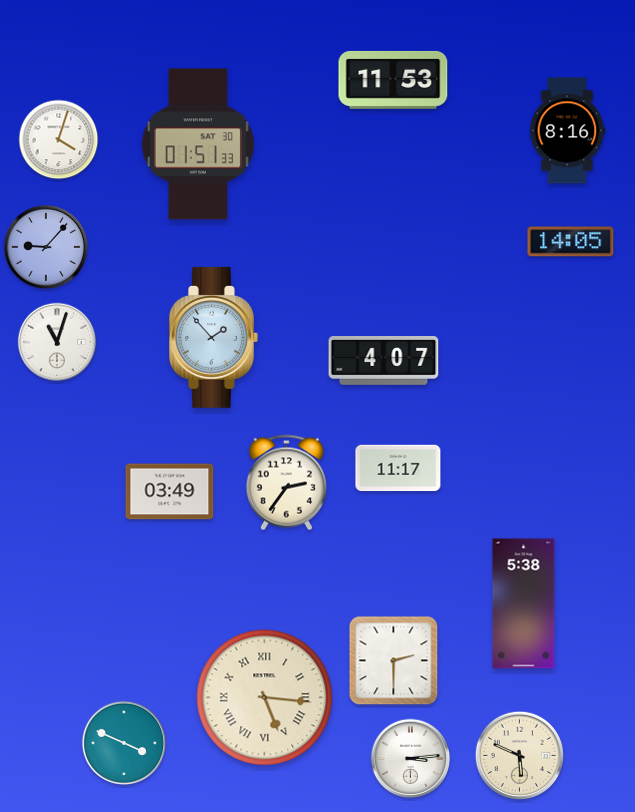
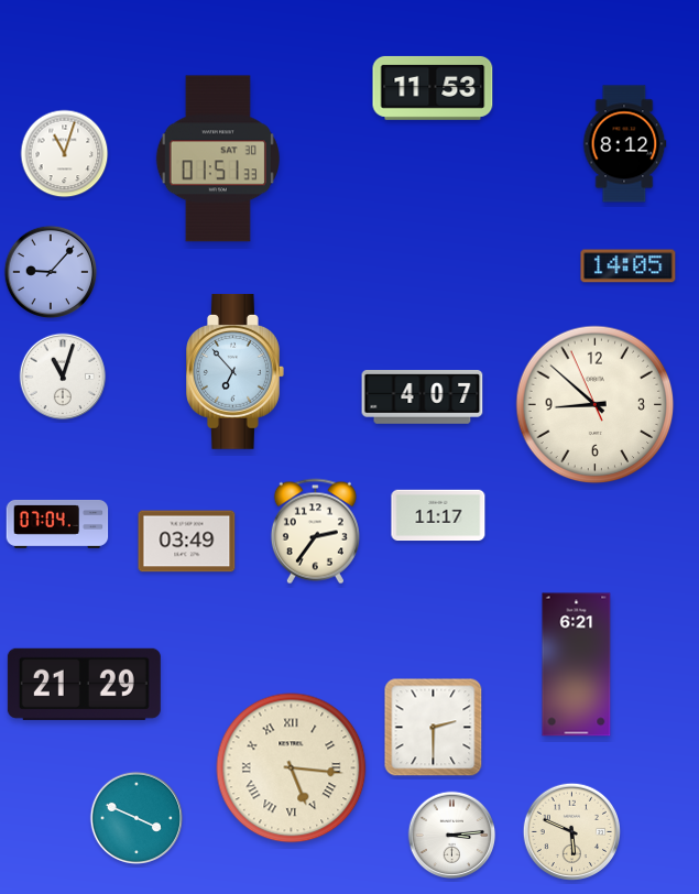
clock at (567, 131): 8:16 -> 8:12
clock at (59, 140): 4:03 -> 11:03
clock at (214, 337): 1:53 -> 6:53
clock at (596, 405): none -> 8:51
clock at (57, 524): none -> 07:04
clock at (524, 604): 5:38 -> 6:21
clock at (84, 684): none -> 21:29
